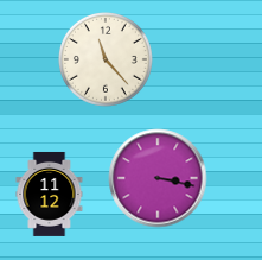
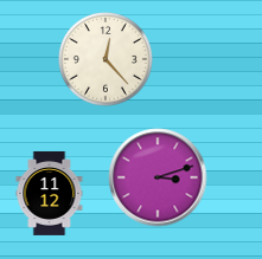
clock at (107, 61): 11:23 -> 12:23
clock at (158, 178): 3:17 -> 3:12
